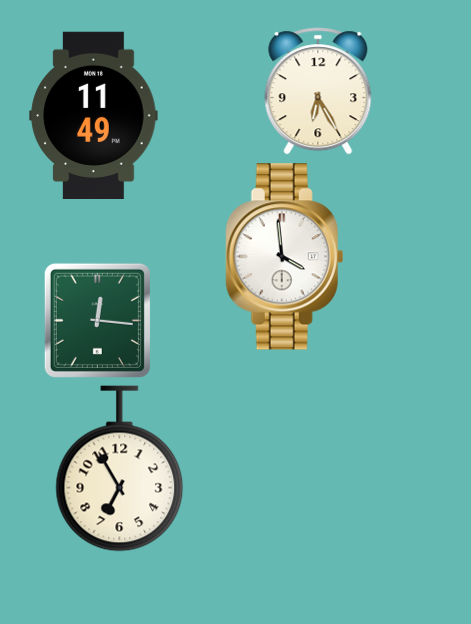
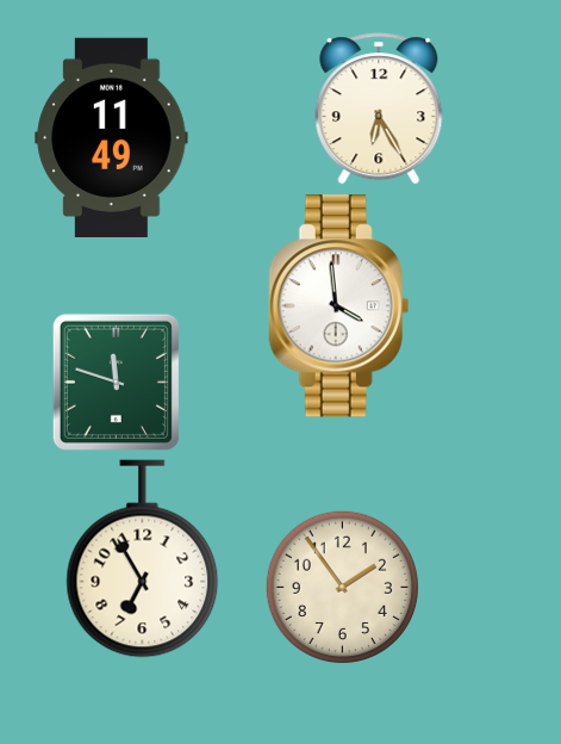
clock at (97, 320): 12:16 -> 11:48
clock at (342, 587): none -> 1:54
